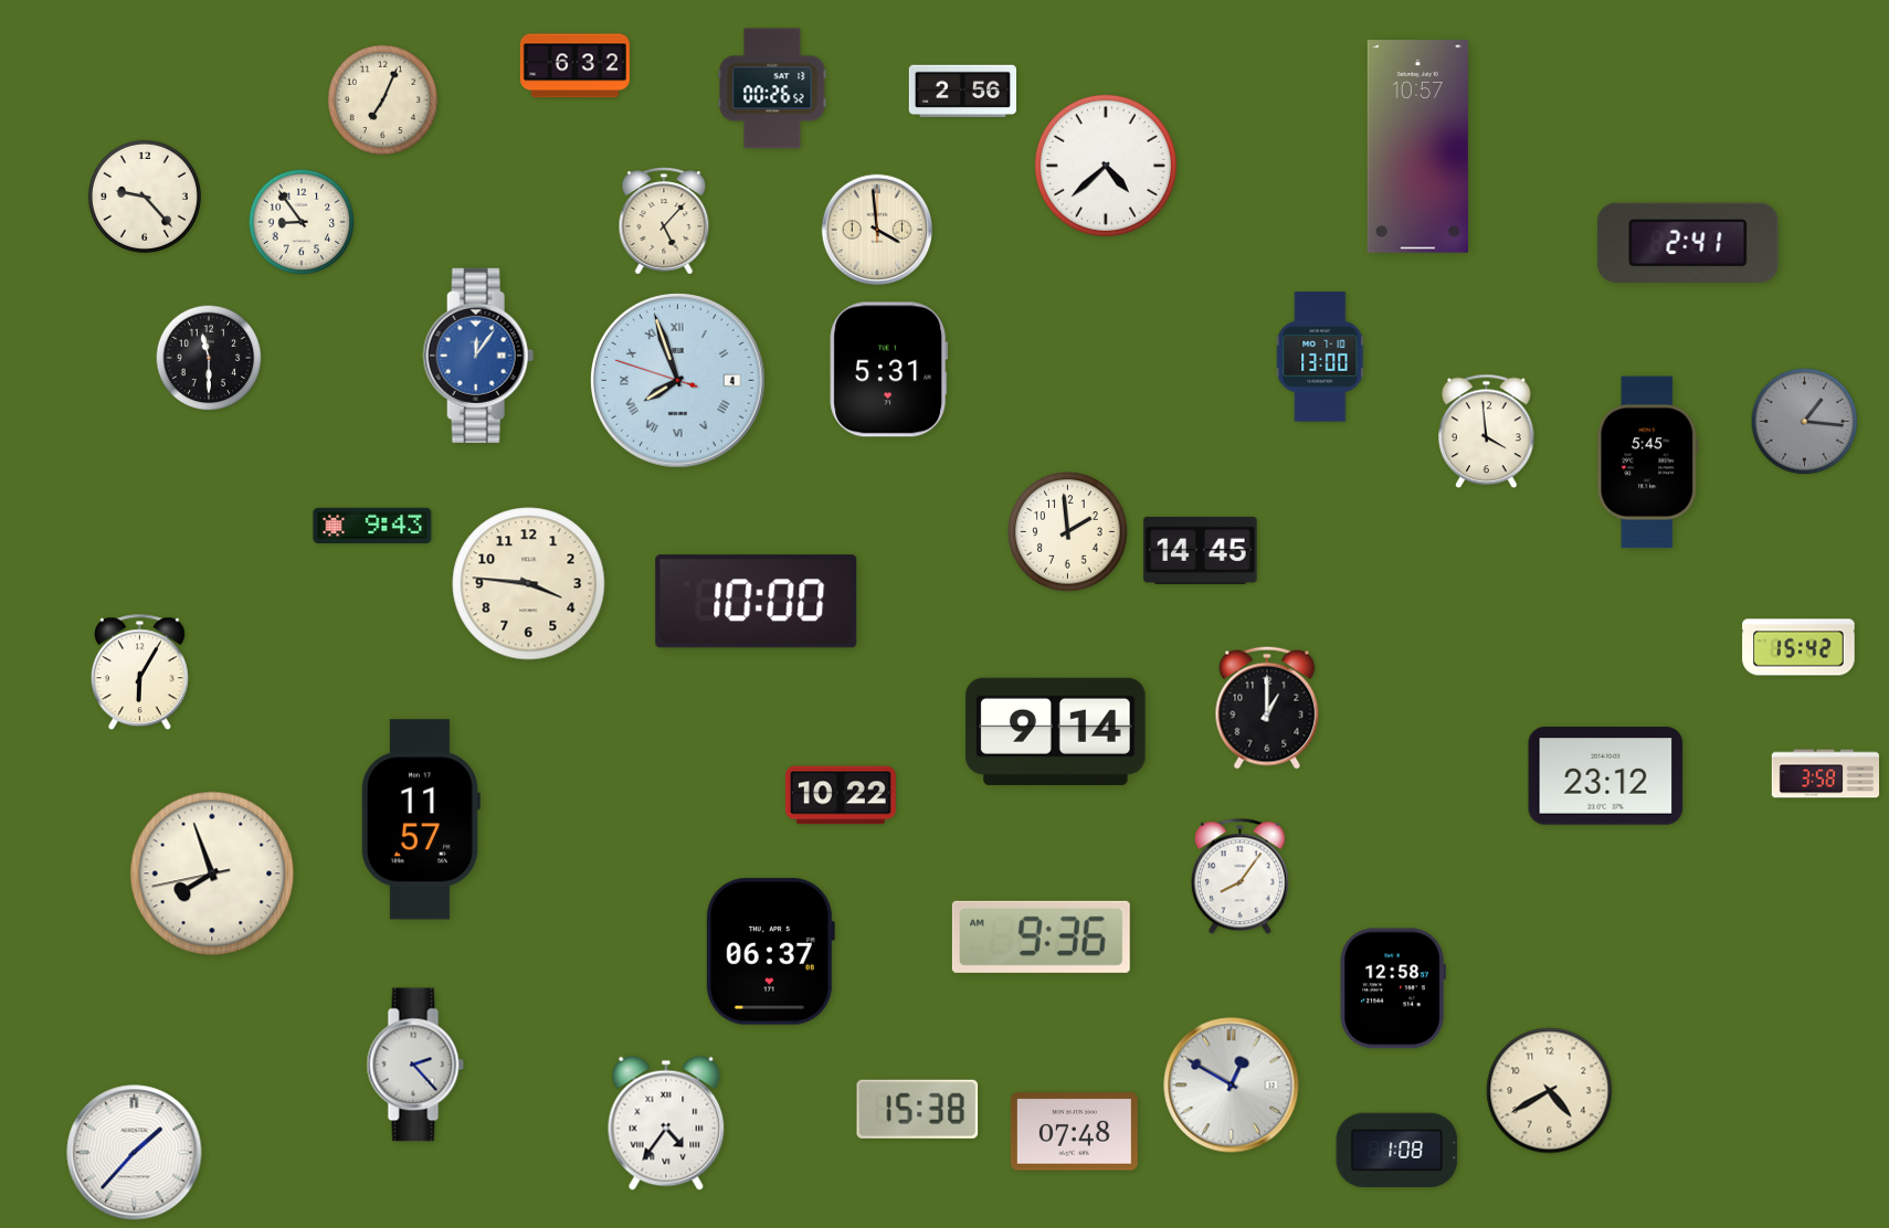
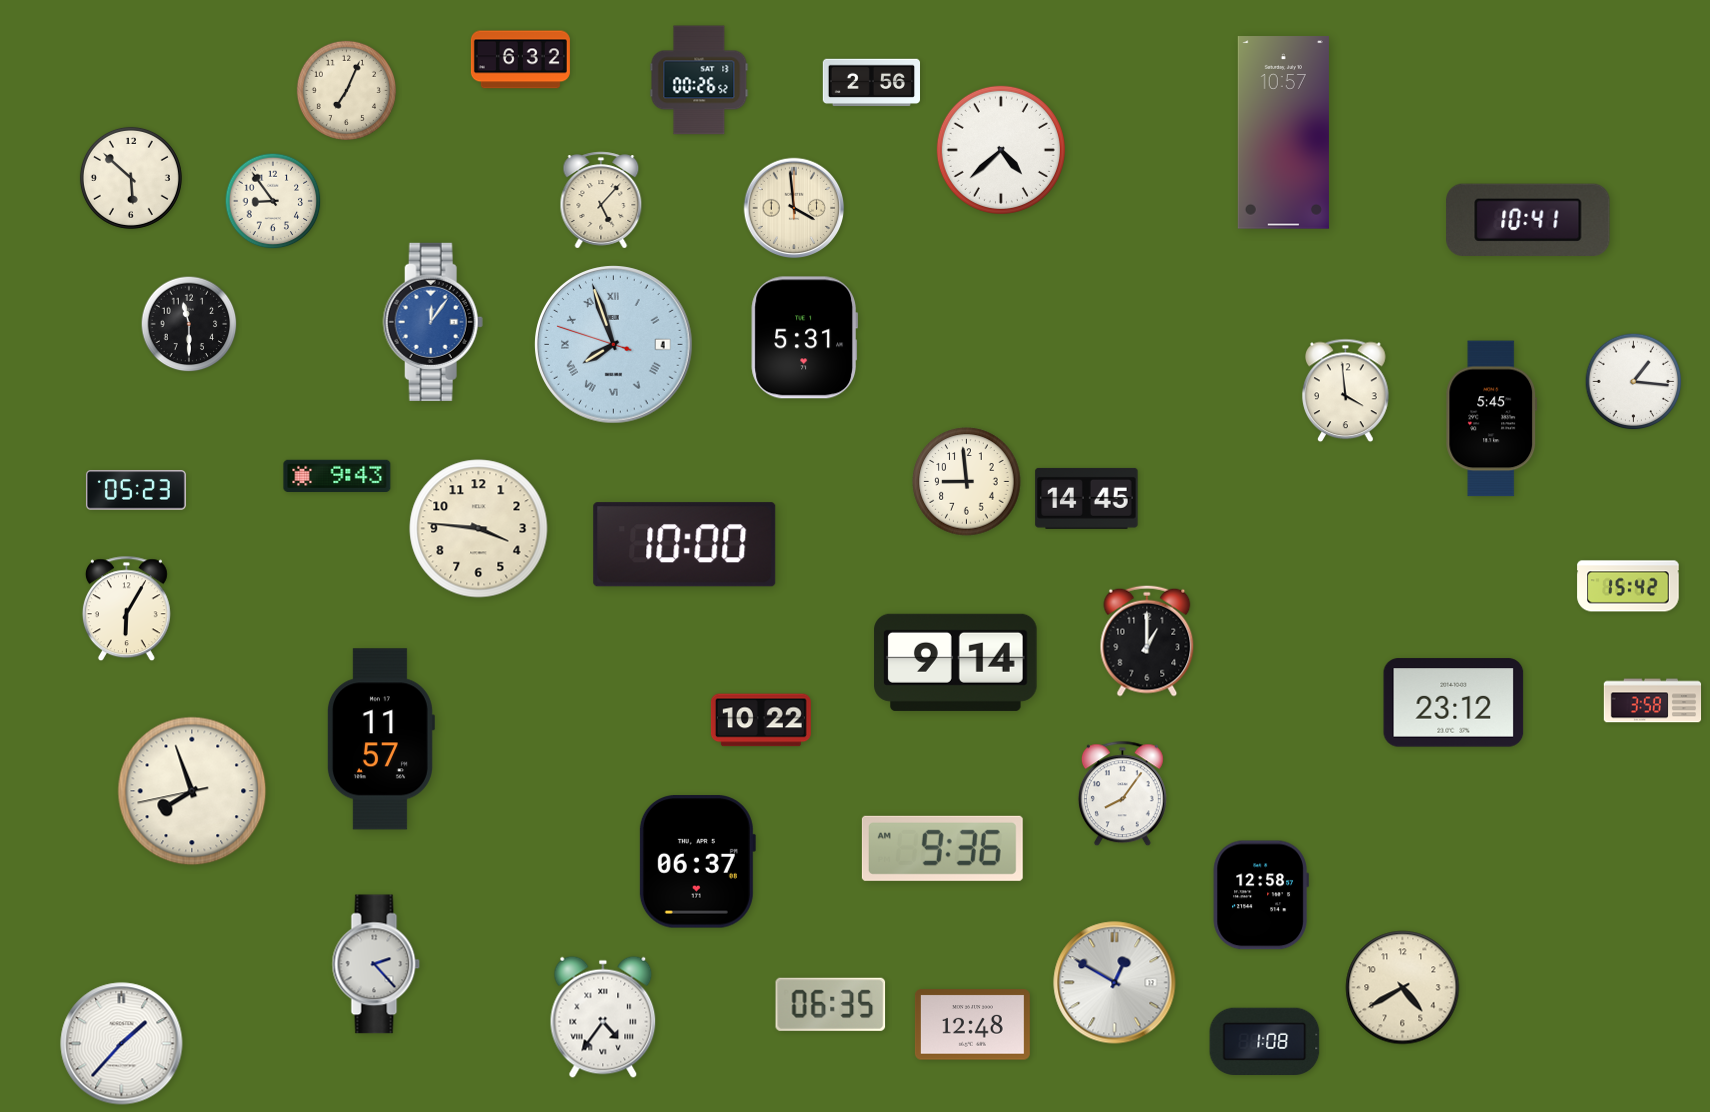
clock at (145, 197): 9:23 -> 5:52
clock at (1688, 243): 2:41 -> 10:41
clock at (1321, 357): 13:00 -> none
clock at (888, 370) position: (888, 370) -> (804, 338)
clock at (1805, 422) dial: grey -> white
clock at (1068, 532): 1:59 -> 8:59
clock at (136, 490): none -> 05:23
clock at (420, 819) position: (420, 819) -> (380, 739)
clock at (918, 1109): 15:38 -> 06:35
clock at (1074, 1132): 07:48 -> 12:48
